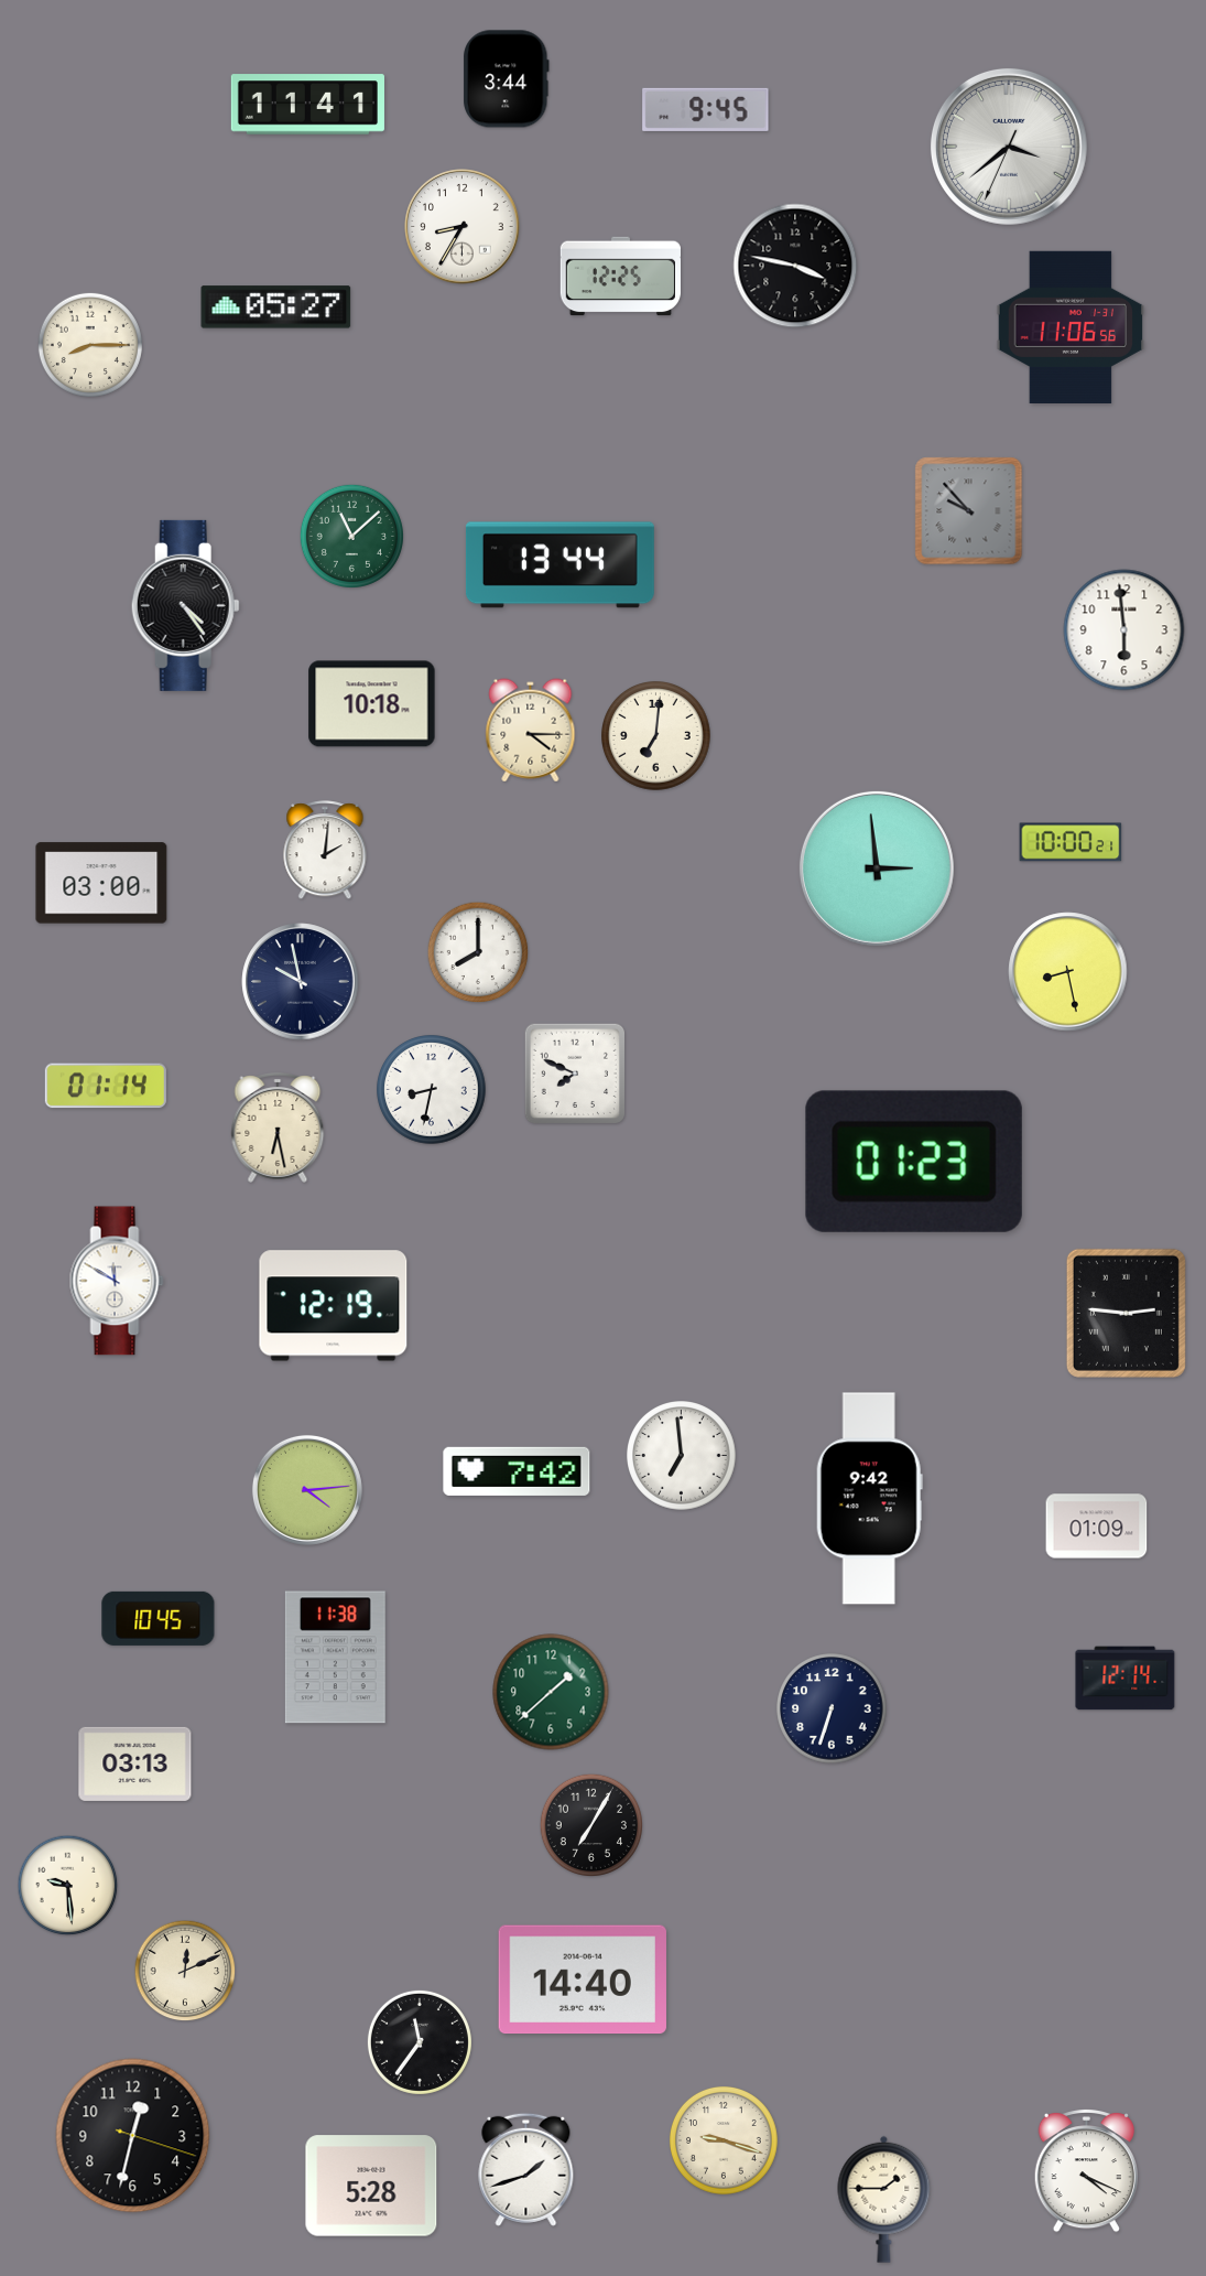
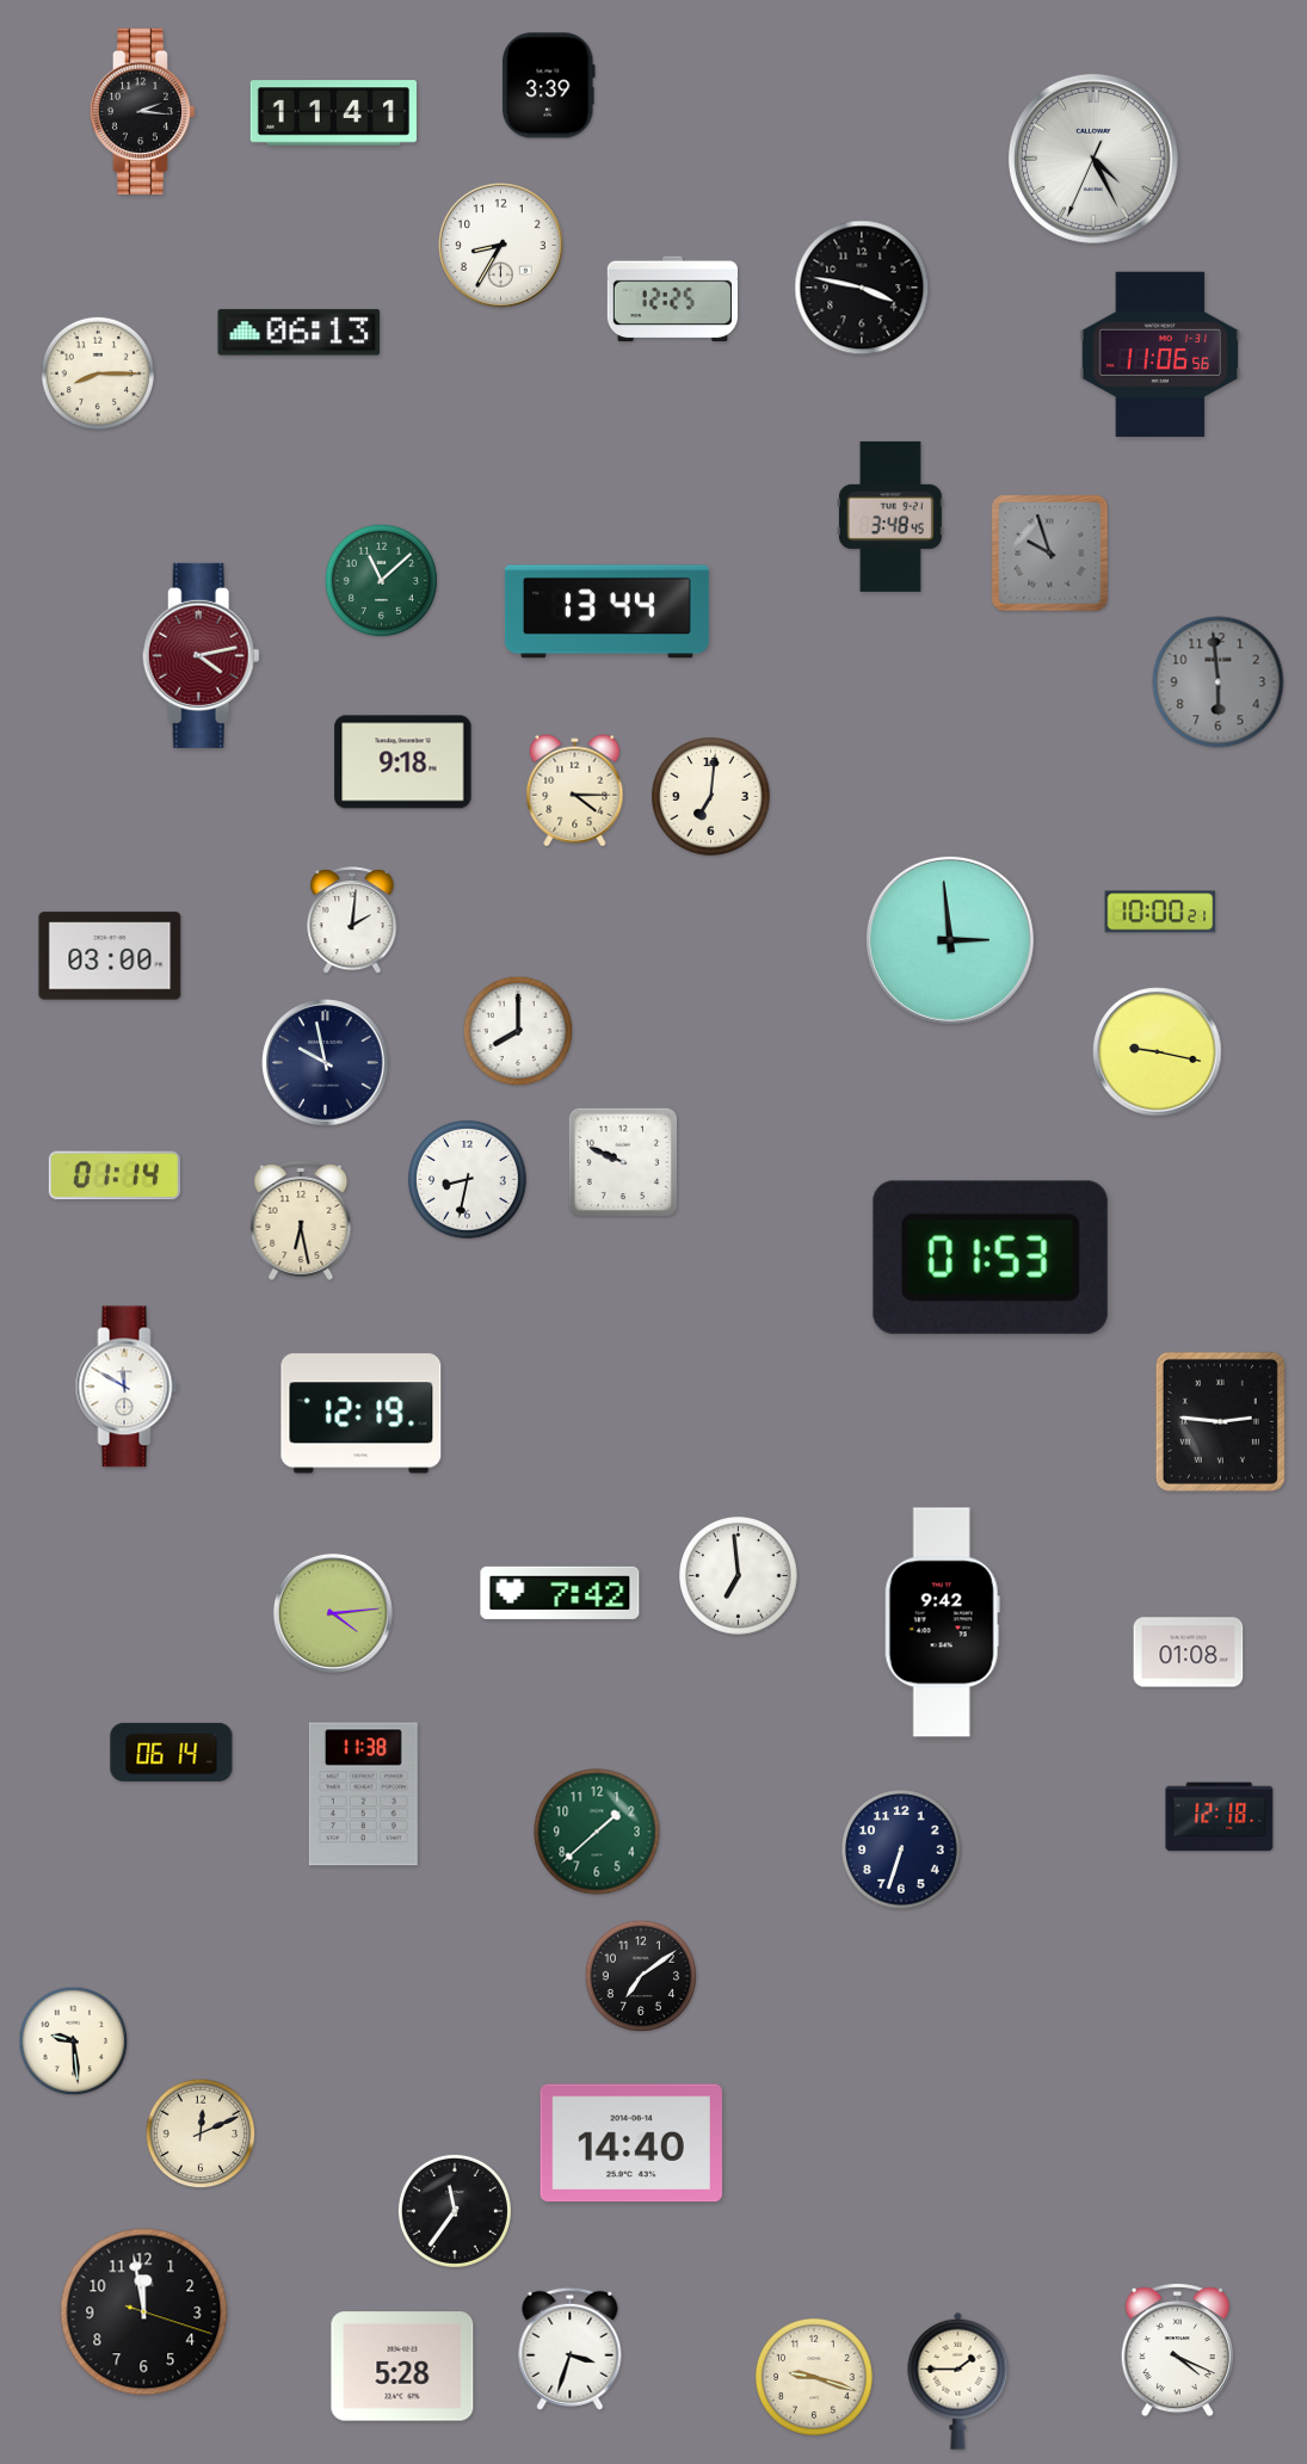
clock at (507, 79): 3:44 -> 3:39
clock at (142, 111): none -> 2:16
clock at (706, 109): 9:45 -> none
clock at (1009, 147): 3:38 -> 4:25
clock at (276, 308): 05:27 -> 06:13
clock at (890, 517): none -> 3:48
clock at (969, 511): 9:53 -> 9:57
clock at (185, 605): 4:24 -> 4:13
clock at (185, 605) dial: black -> burgundy
clock at (1124, 630) dial: white -> grey
clock at (372, 704): 10:18 -> 9:18
clock at (1068, 972): 8:28 -> 9:17
clock at (574, 1072): 7:49 -> 9:49
clock at (914, 1162): 01:23 -> 01:53
clock at (1097, 1527): 01:09 -> 01:08
clock at (159, 1618): 10:45 -> 06:14
clock at (1126, 1679): 12:14 -> 12:18
clock at (135, 1763): 03:13 -> none
clock at (590, 1824): 7:05 -> 7:09
clock at (133, 2136): 12:32 -> 11:58
clock at (724, 2140) position: (724, 2140) -> (814, 2377)
clock at (526, 2169): 1:42 -> 3:33
